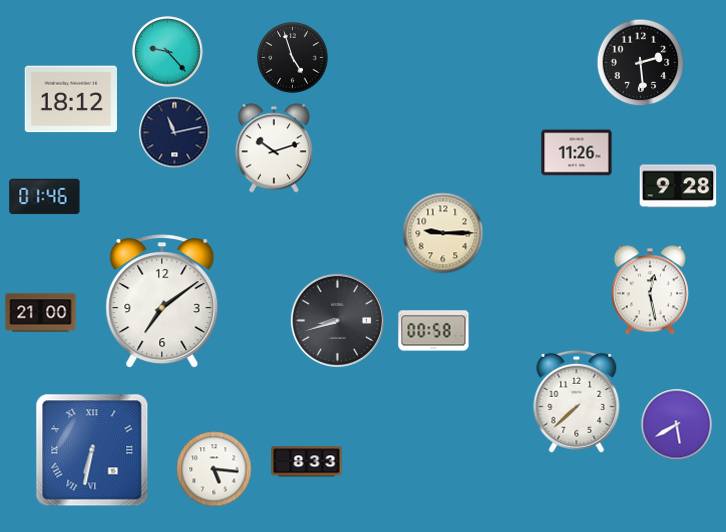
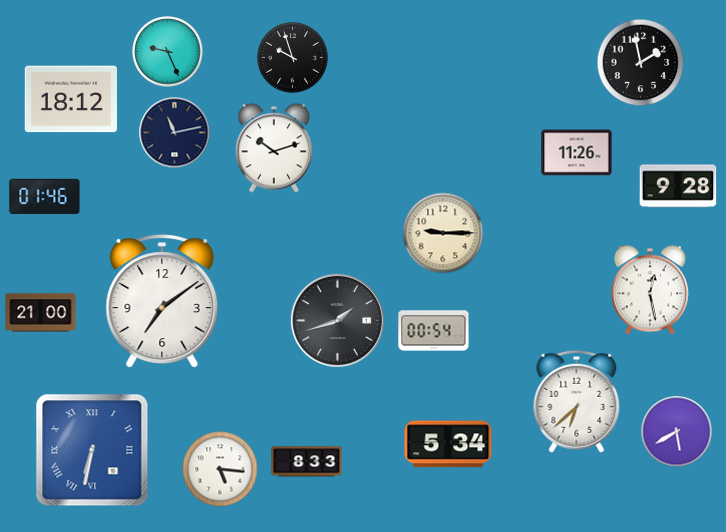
clock at (168, 52): 9:23 -> 9:26
clock at (293, 58): 4:57 -> 9:57
clock at (641, 63): 2:29 -> 1:58
clock at (337, 320): 8:42 -> 1:42
clock at (434, 331): 00:58 -> 00:54
clock at (577, 401): 7:38 -> 6:38
clock at (677, 425) position: (677, 425) -> (677, 432)
clock at (448, 444): none -> 5:34
clock at (214, 469) position: (214, 469) -> (220, 469)
